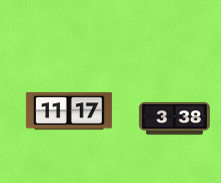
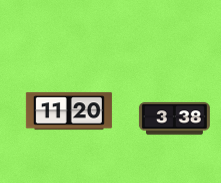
clock at (69, 111): 11:17 -> 11:20
